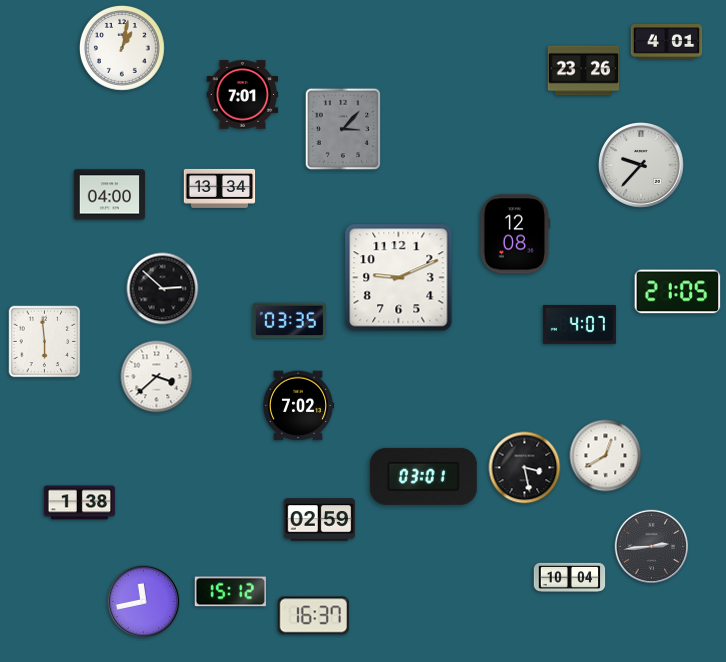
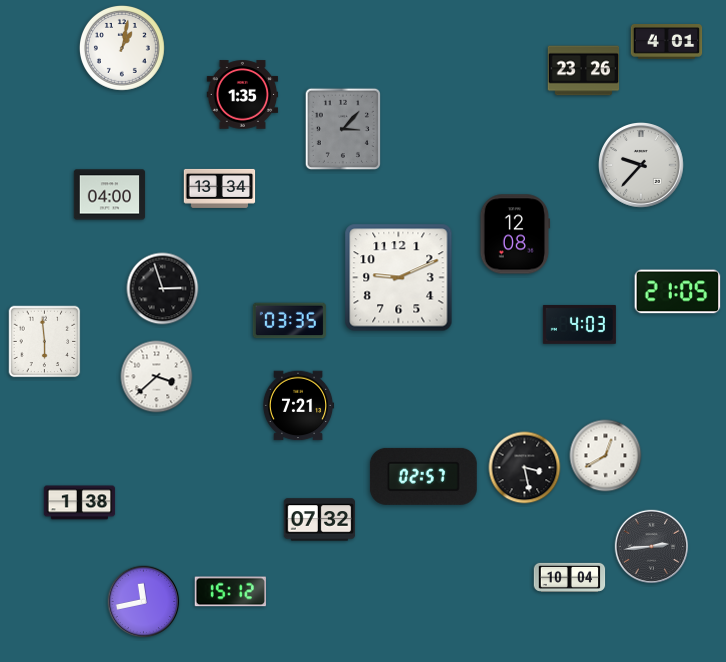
clock at (243, 95): 7:01 -> 1:35
clock at (163, 289): 2:52 -> 2:57
clock at (579, 324): 4:07 -> 4:03
clock at (298, 406): 7:02 -> 7:21
clock at (423, 476): 03:01 -> 02:57
clock at (320, 520): 02:59 -> 07:32
clock at (313, 616): 16:37 -> none
